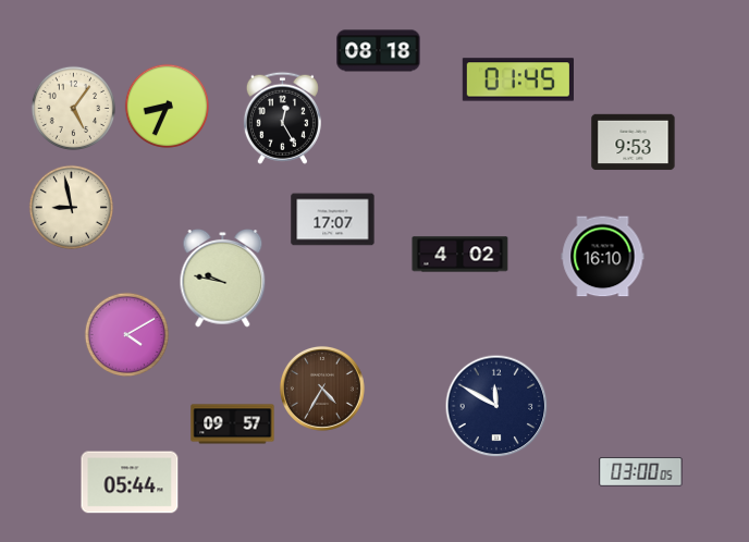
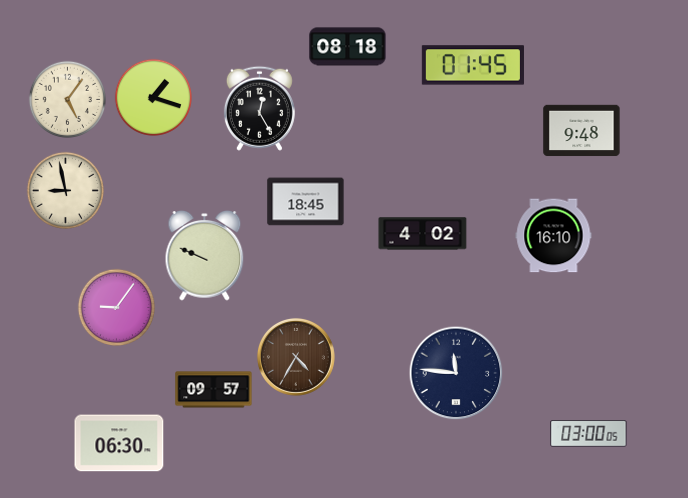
clock at (517, 79) position: (517, 79) -> (472, 65)
clock at (167, 106): 8:34 -> 1:18
clock at (634, 143): 9:53 -> 9:48
clock at (333, 220): 17:07 -> 18:45
clock at (223, 279): 9:47 -> 9:49
clock at (126, 334): 4:10 -> 9:06
clock at (496, 406): 11:50 -> 11:46
clock at (130, 482): 05:44 -> 06:30
